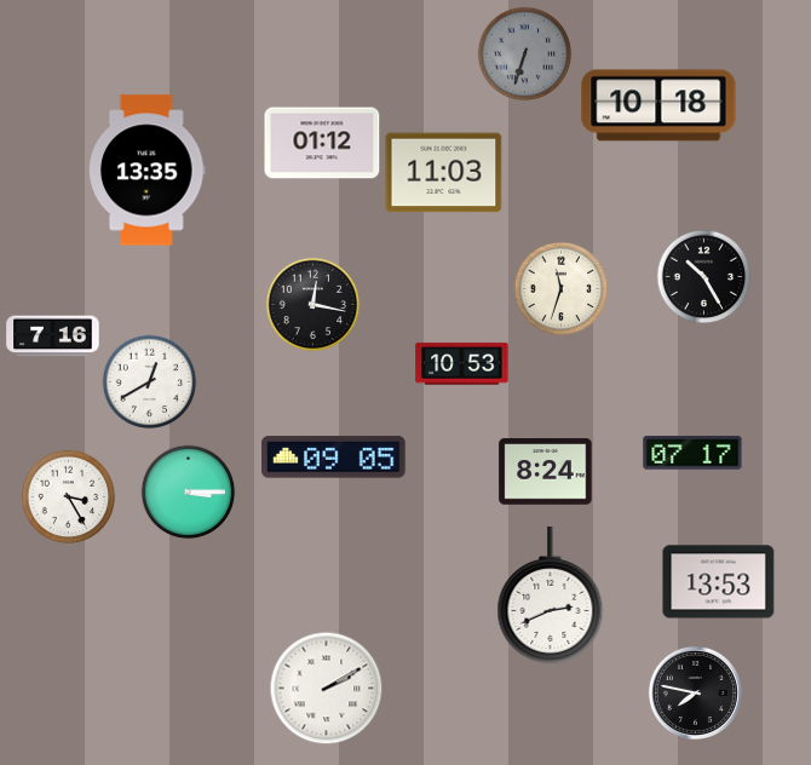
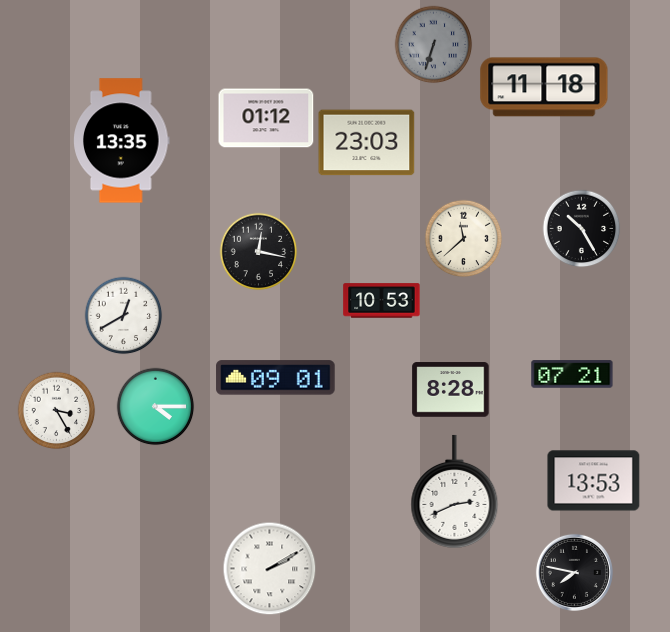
clock at (658, 105): 10:18 -> 11:18
clock at (444, 173): 11:03 -> 23:03
clock at (560, 288): 11:33 -> 11:38
clock at (53, 337): 7:16 -> none
clock at (692, 453): 07:17 -> 07:21
clock at (334, 458): 09:05 -> 09:01
clock at (546, 472): 8:24 -> 8:28
clock at (188, 491): 3:15 -> 4:15
